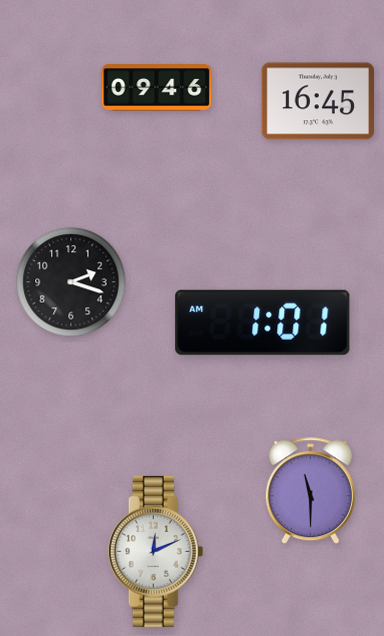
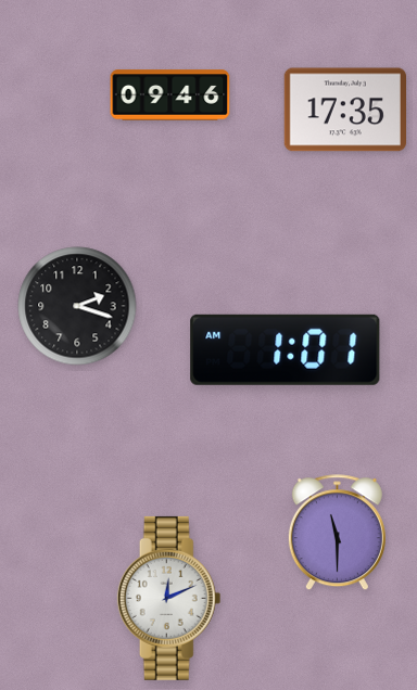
clock at (317, 101): 16:45 -> 17:35
